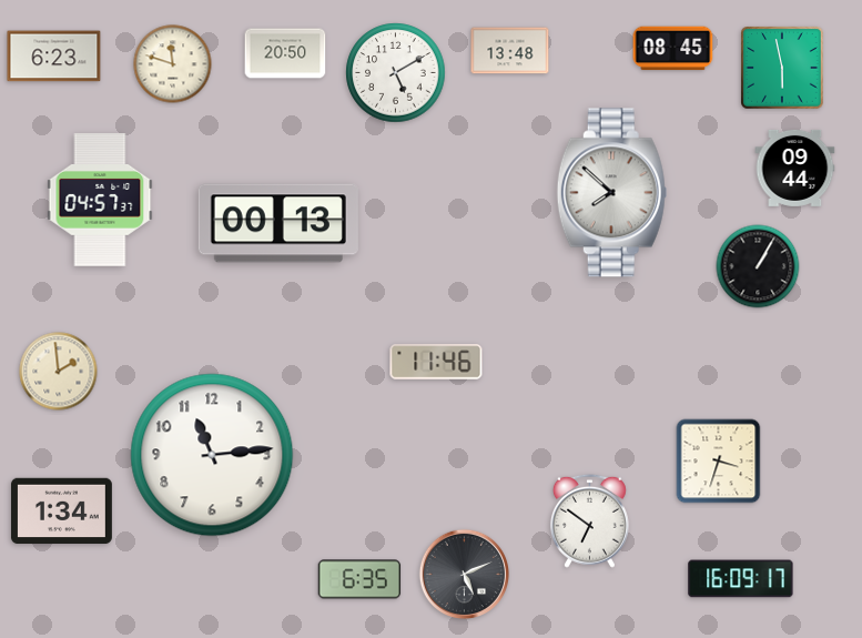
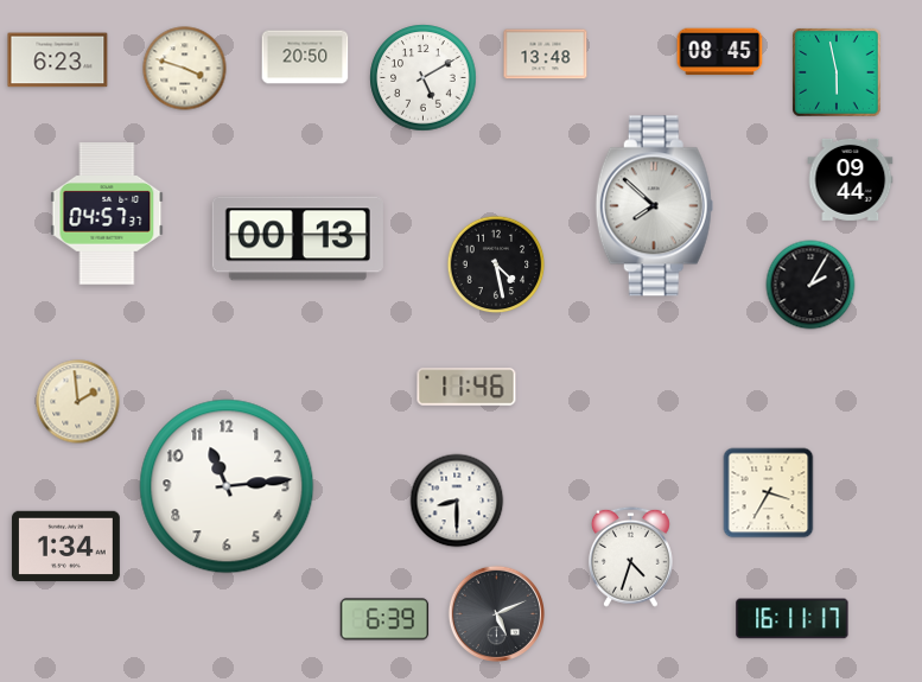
clock at (173, 64): 11:48 -> 3:48
clock at (496, 264): none -> 4:28
clock at (758, 266): 1:05 -> 2:05
clock at (59, 372) position: (59, 372) -> (78, 402)
clock at (719, 462): 3:33 -> 3:35
clock at (457, 501): none -> 8:30
clock at (589, 520): 6:51 -> 4:33
clock at (359, 579): 6:35 -> 6:39
clock at (741, 579): 16:09 -> 16:11
